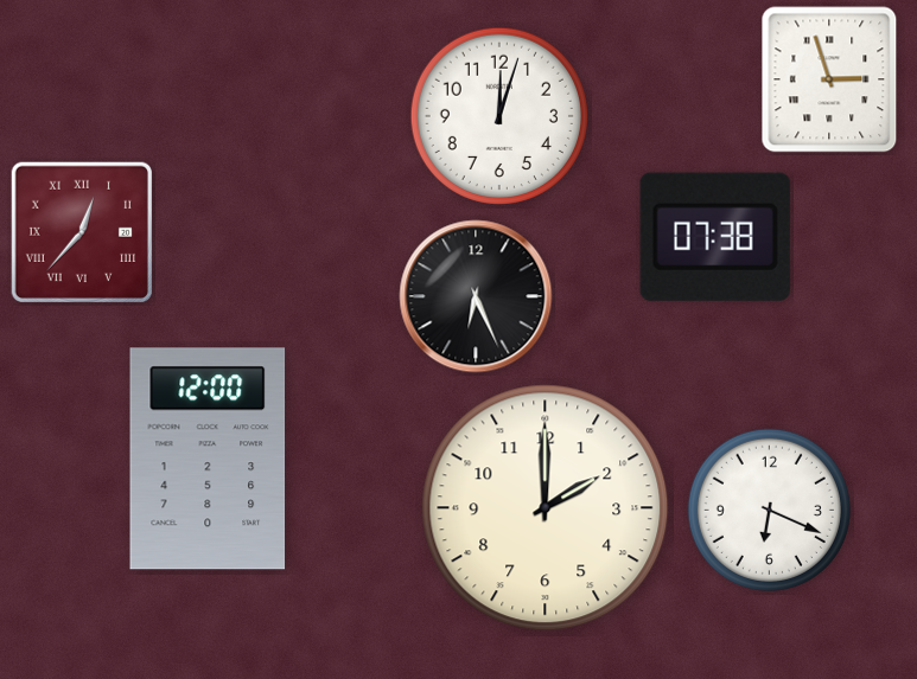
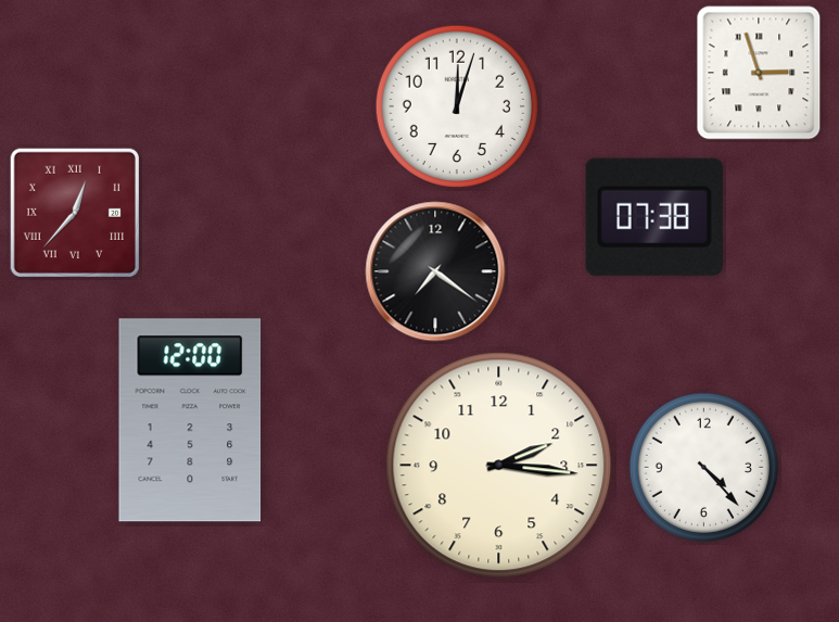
clock at (476, 296): 6:26 -> 7:21
clock at (546, 508): 2:00 -> 2:16
clock at (769, 510): 6:19 -> 4:23
